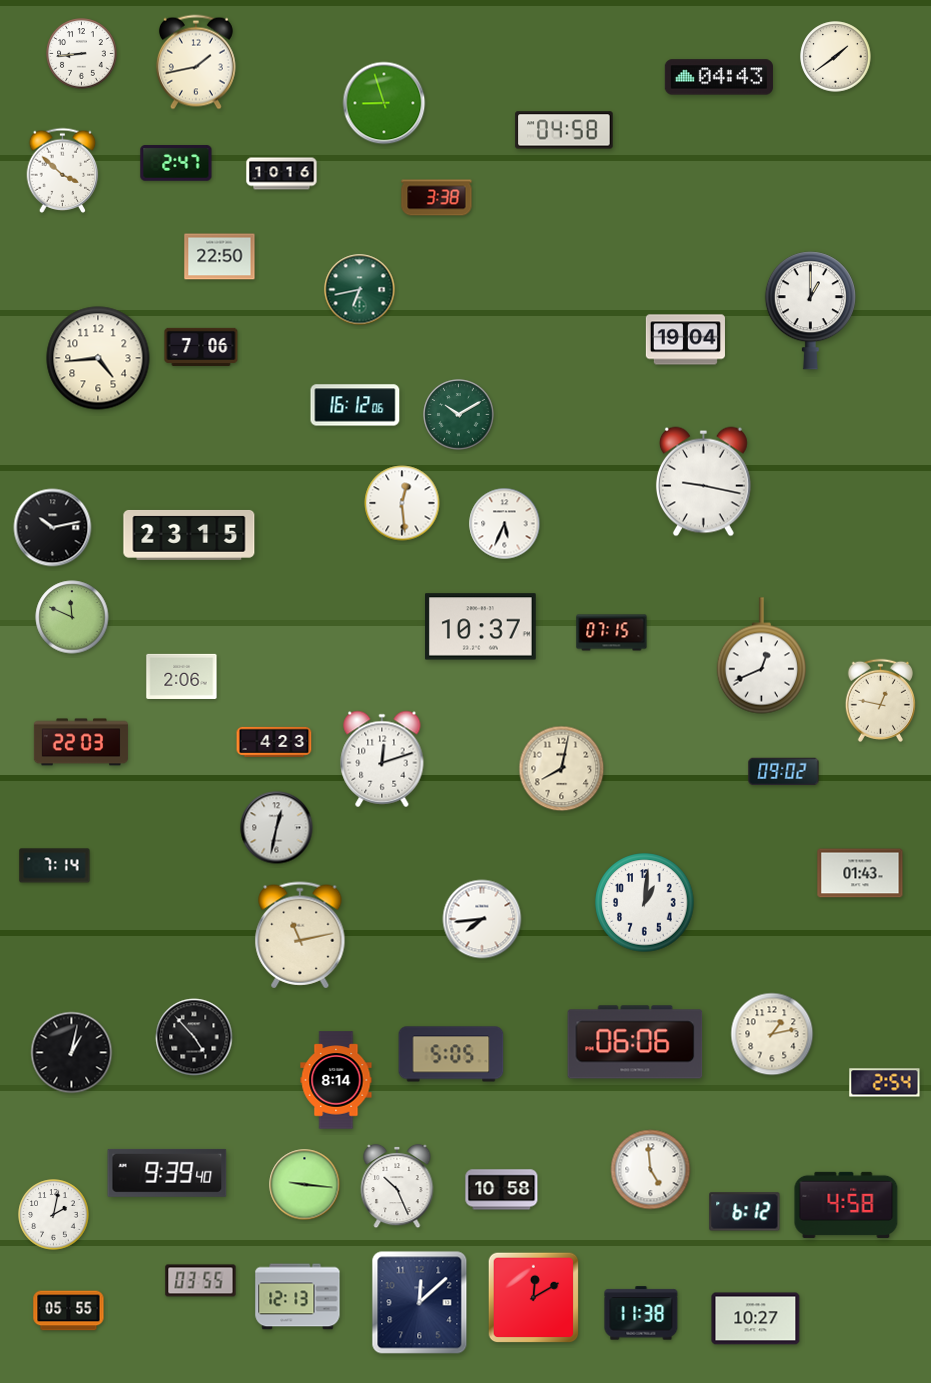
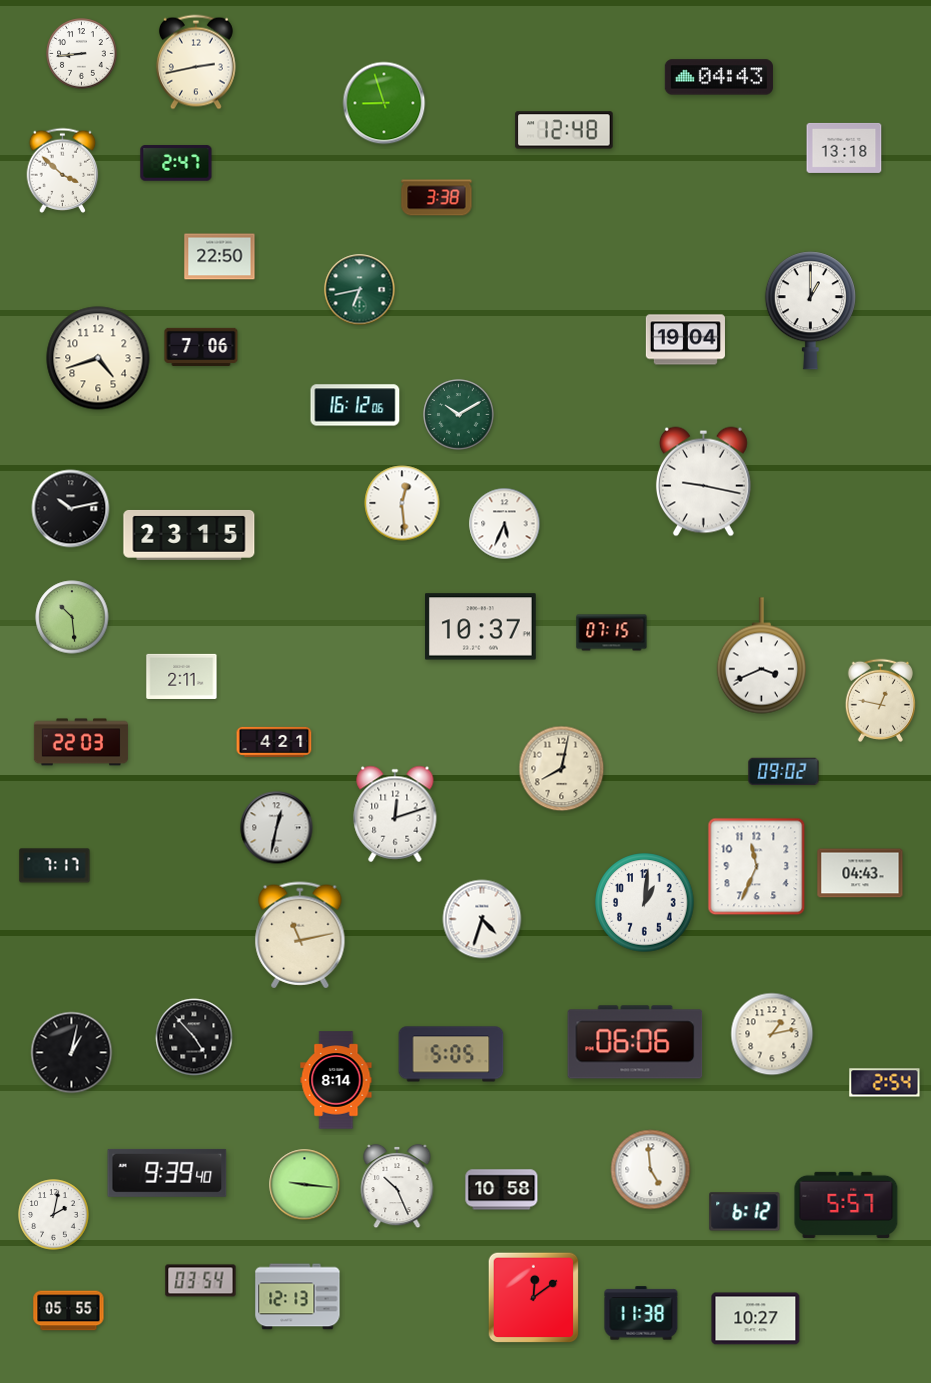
clock at (836, 57): 1:39 -> none
clock at (196, 62): 1:43 -> 2:43
clock at (564, 130): 04:58 -> 12:48
clock at (844, 148): none -> 13:18
clock at (282, 174): 10:16 -> none
clock at (98, 358): 4:44 -> 4:42
clock at (53, 528) position: (53, 528) -> (71, 509)
clock at (72, 617): 11:49 -> 10:29
clock at (761, 656): 12:41 -> 3:41
clock at (182, 676): 2:06 -> 2:11
clock at (274, 742): 4:23 -> 4:21
clock at (382, 759) position: (382, 759) -> (395, 814)
clock at (55, 866): 7:14 -> 7:17
clock at (757, 867): none -> 11:34
clock at (860, 873): 01:43 -> 04:43
clock at (482, 919): 7:44 -> 4:33
clock at (846, 1205): 4:58 -> 5:57
clock at (201, 1281): 03:55 -> 03:54
clock at (534, 1298): 12:10 -> 12:09
clock at (420, 1303): 12:08 -> none
